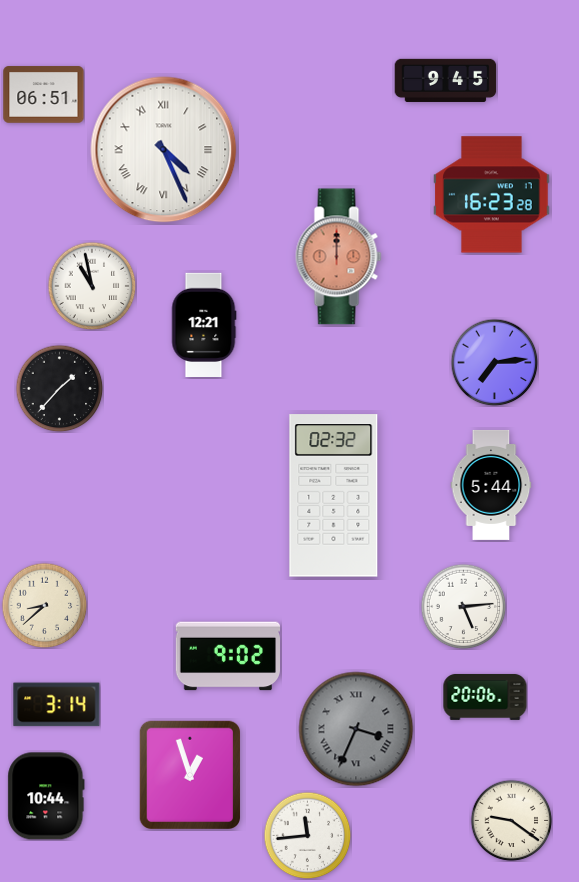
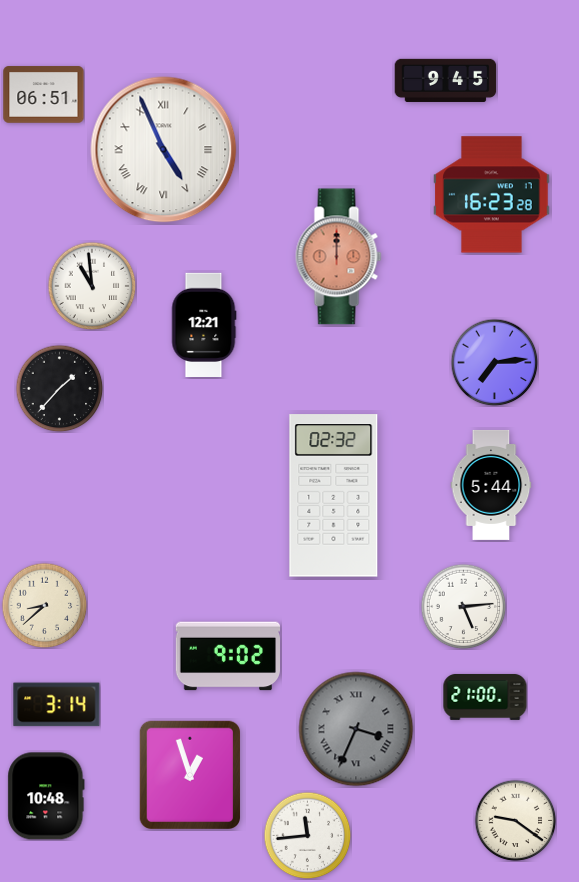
clock at (164, 150): 4:26 -> 4:56
clock at (92, 286): 10:58 -> 10:59
clock at (485, 697): 20:06 -> 21:00
clock at (46, 796): 10:44 -> 10:48
clock at (511, 820) position: (511, 820) -> (515, 820)
